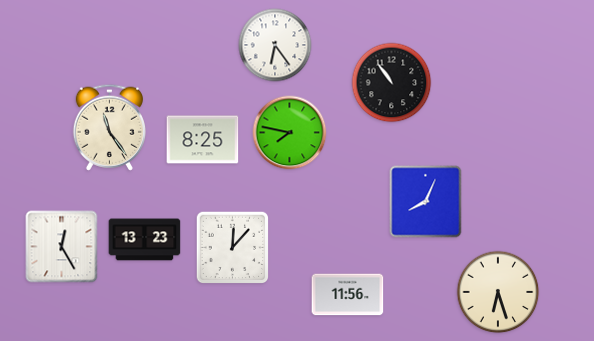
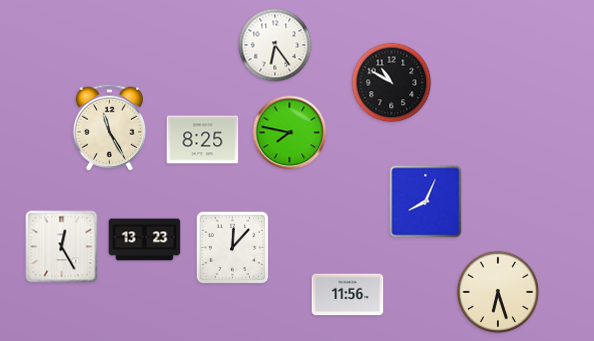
clock at (392, 83): 10:54 -> 10:50
clock at (109, 127): 11:24 -> 11:25
